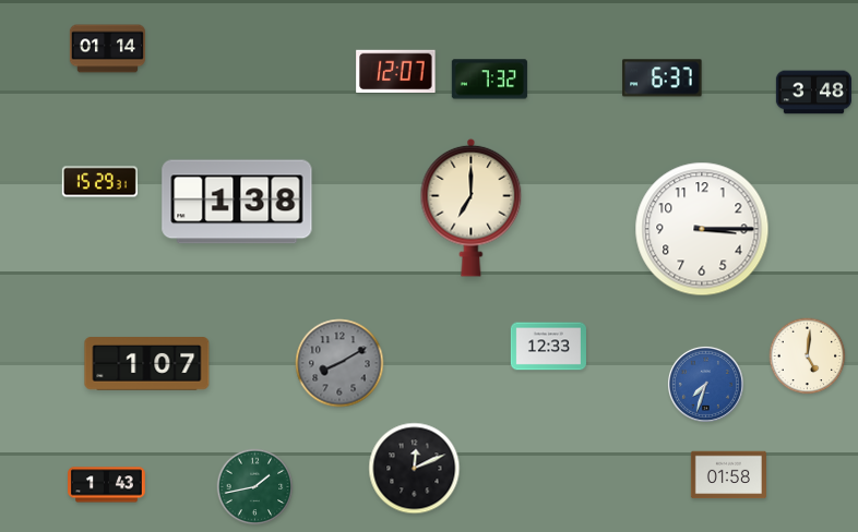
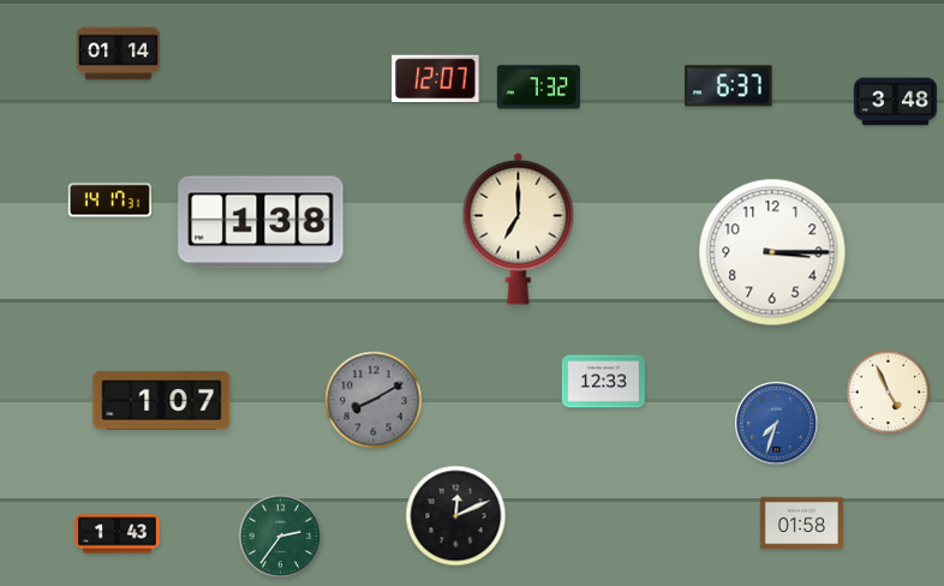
clock at (99, 182): 15:29 -> 14:17
clock at (808, 356): 5:01 -> 4:56
clock at (255, 487): 1:43 -> 2:36
